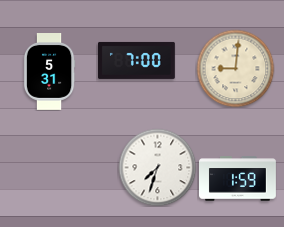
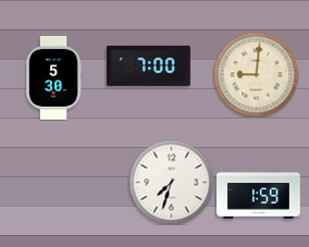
clock at (49, 72): 5:31 -> 5:30
